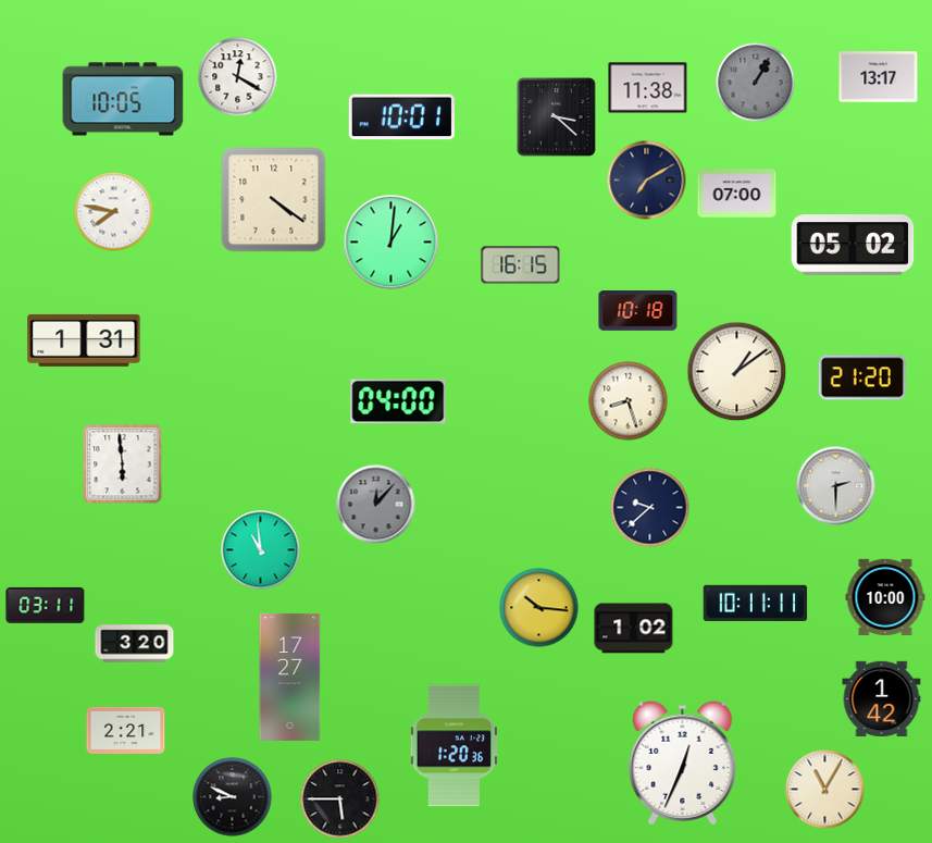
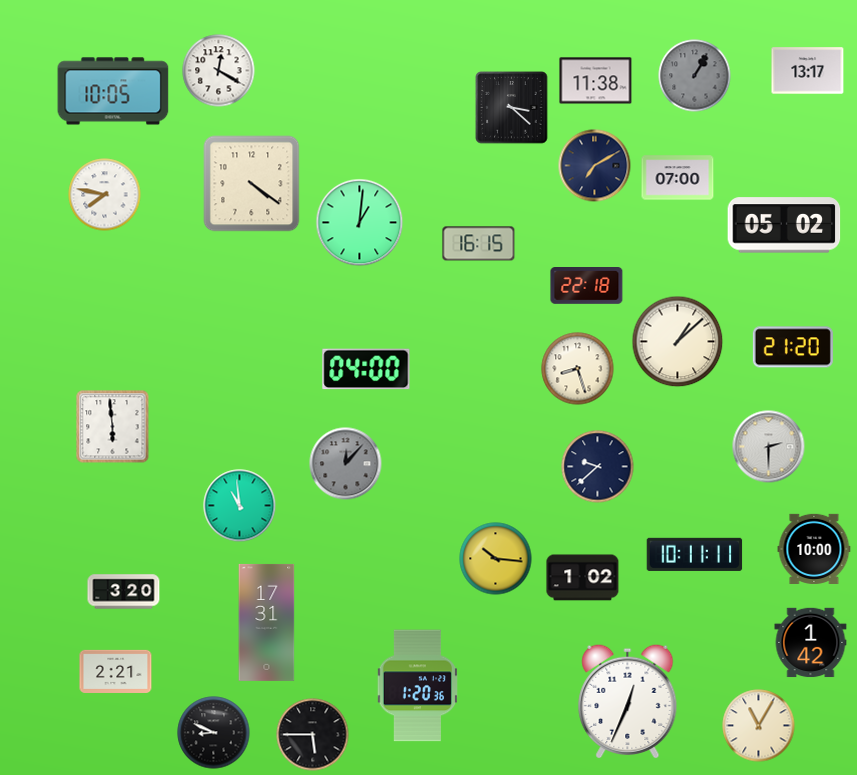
clock at (401, 117): 10:01 -> none
clock at (638, 311): 10:18 -> 22:18
clock at (84, 340): 1:31 -> none
clock at (737, 372): 1:09 -> 1:08
clock at (46, 605): 03:11 -> none
clock at (290, 677): 17:27 -> 17:31
